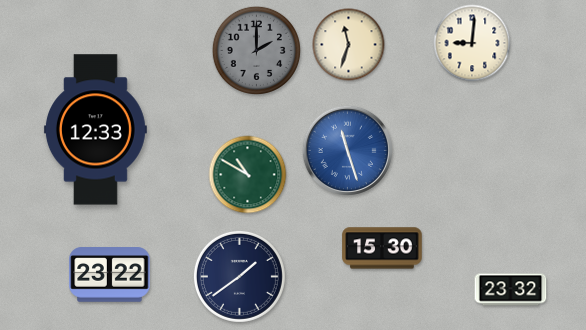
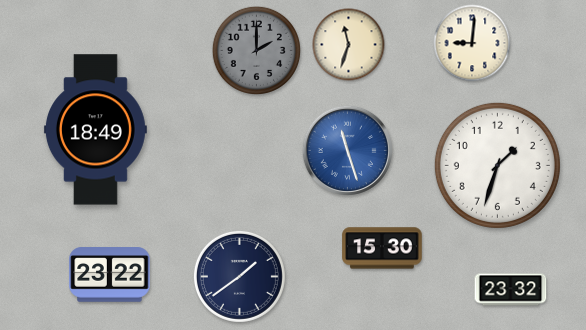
clock at (95, 130): 12:33 -> 18:49
clock at (497, 165): none -> 1:33
clock at (248, 175): 10:50 -> none
